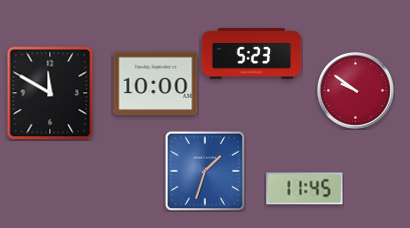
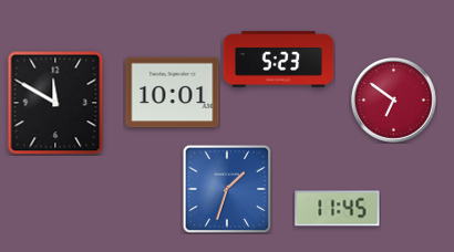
clock at (156, 84): 10:00 -> 10:01
clock at (356, 91): 9:51 -> 6:51
